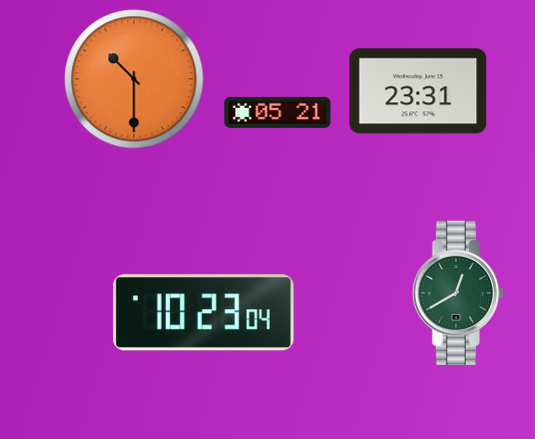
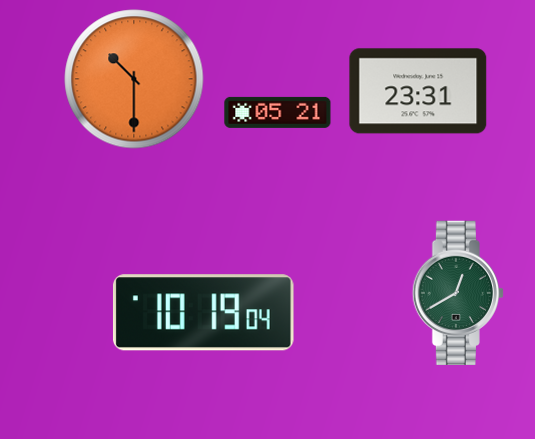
clock at (203, 313): 10:23 -> 10:19
